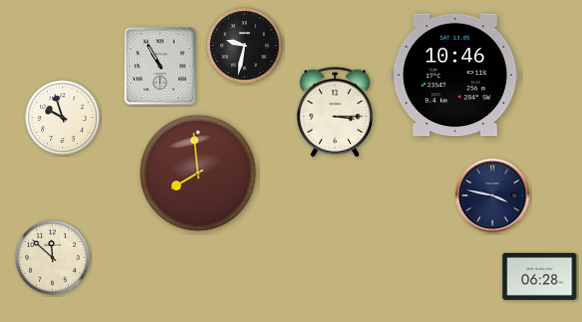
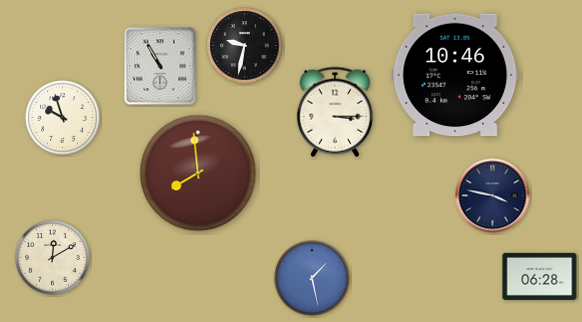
clock at (53, 258): 11:52 -> 12:10
clock at (312, 278): none -> 1:28
